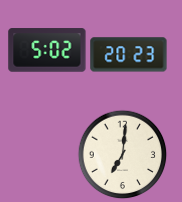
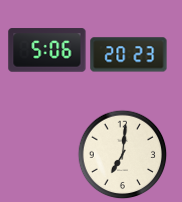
clock at (47, 50): 5:02 -> 5:06
